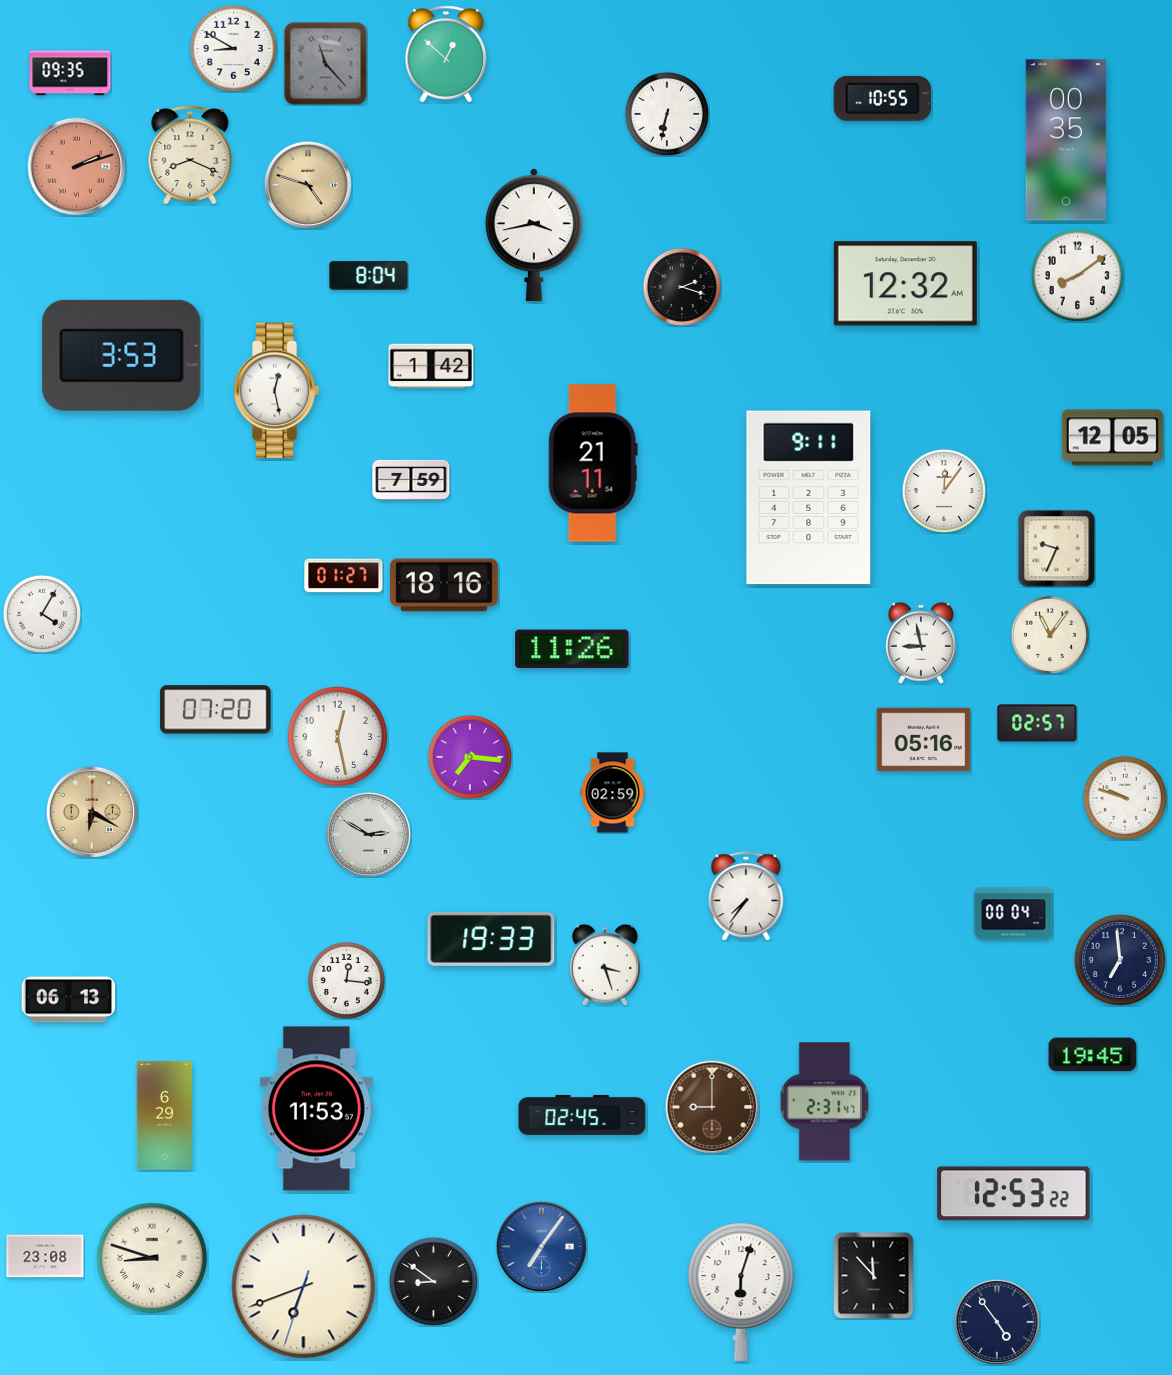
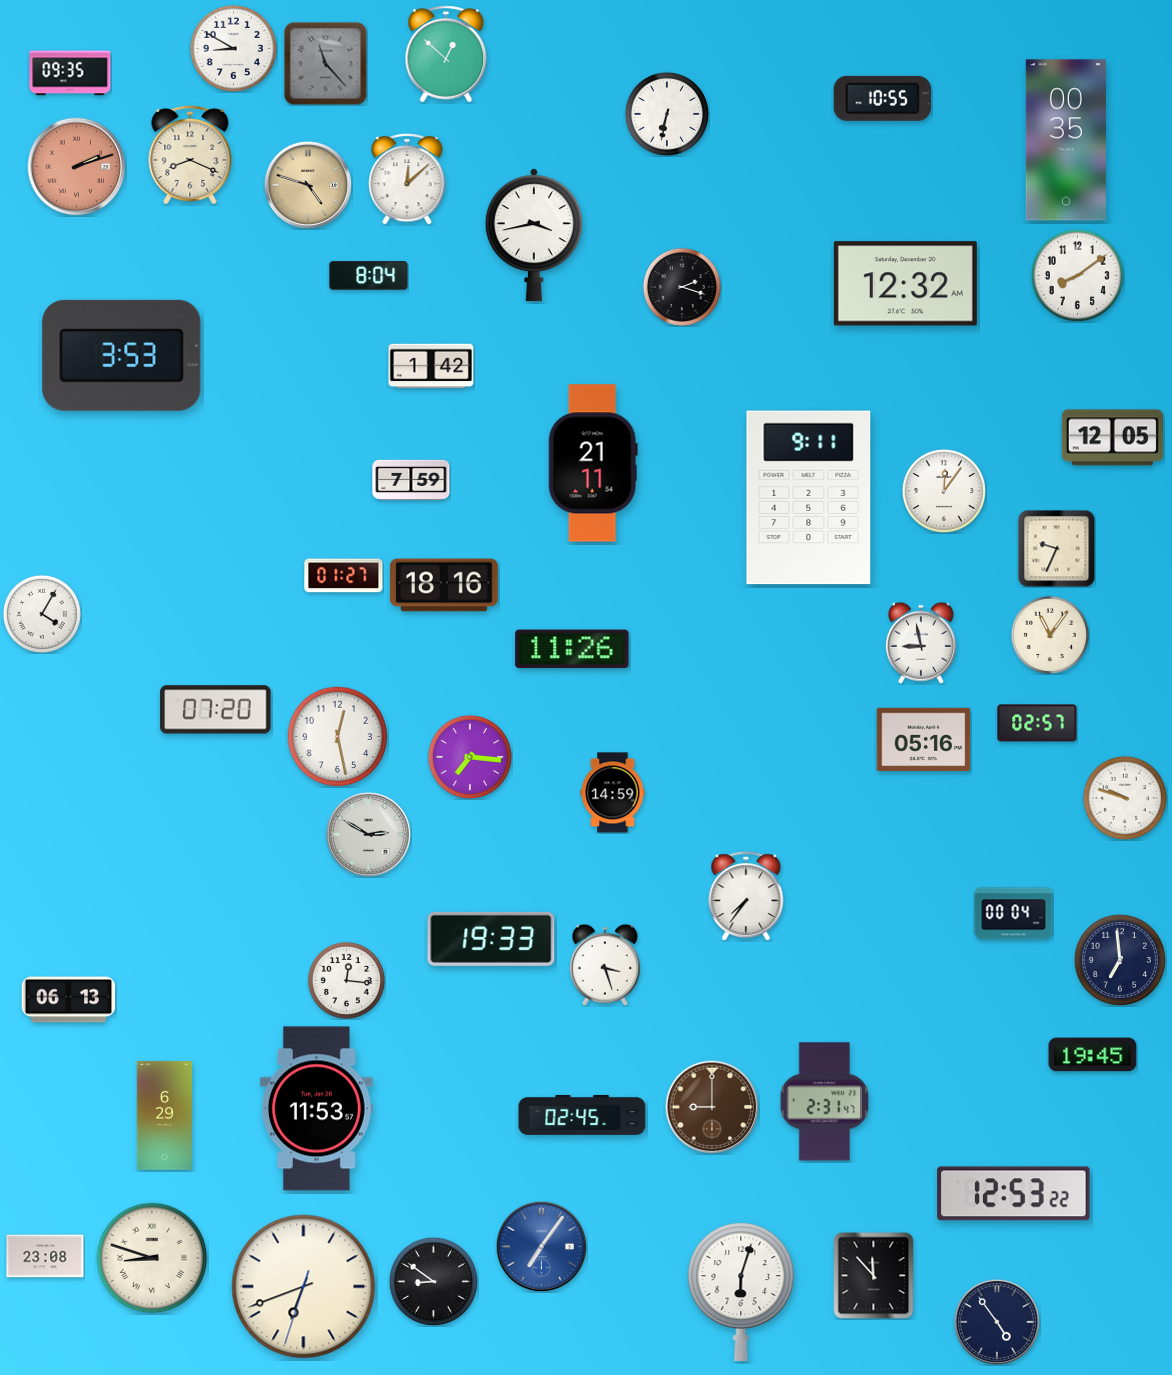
clock at (407, 180): none -> 12:08
clock at (276, 391): 12:28 -> none
clock at (613, 793): 02:59 -> 14:59
clock at (91, 811): 6:20 -> none
